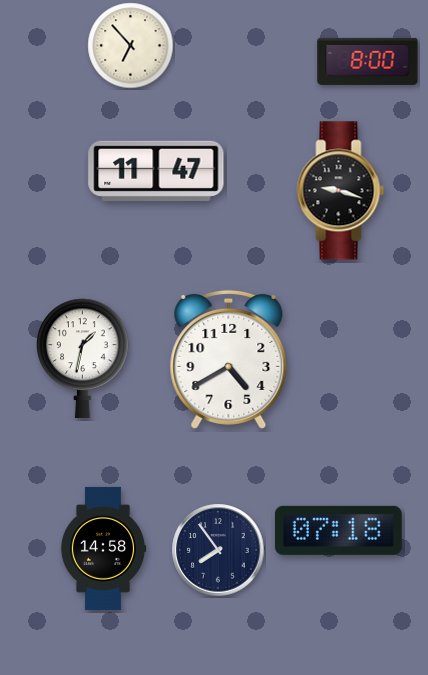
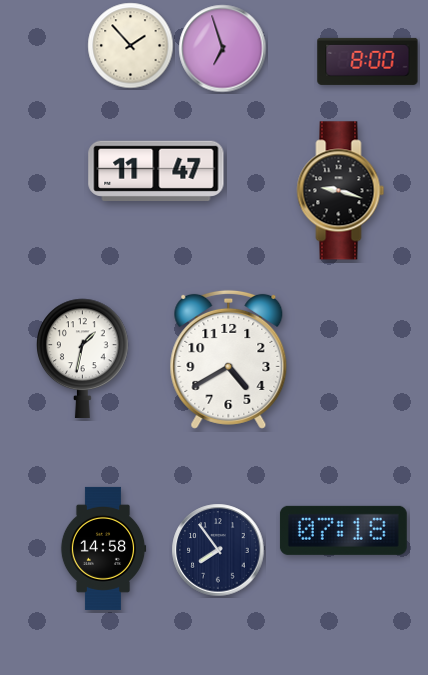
clock at (131, 46): 6:53 -> 1:53
clock at (223, 49): none -> 6:57
clock at (338, 530) position: (338, 530) -> (343, 530)
